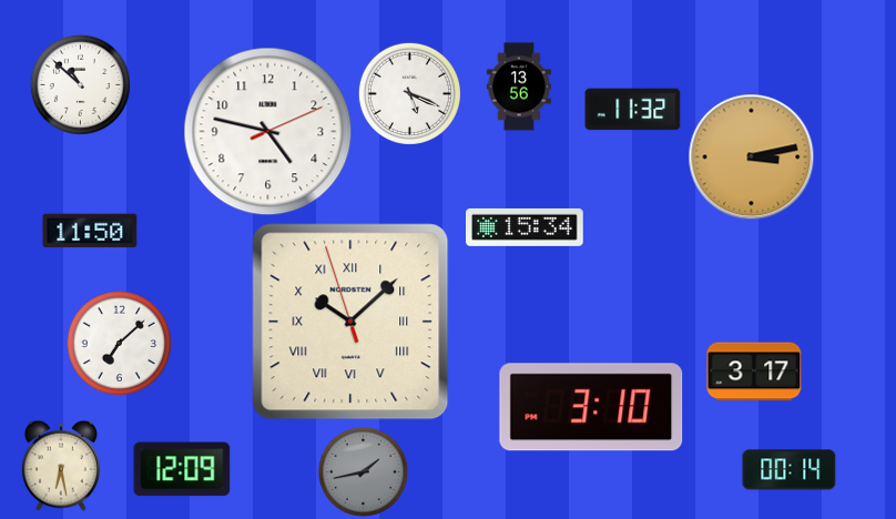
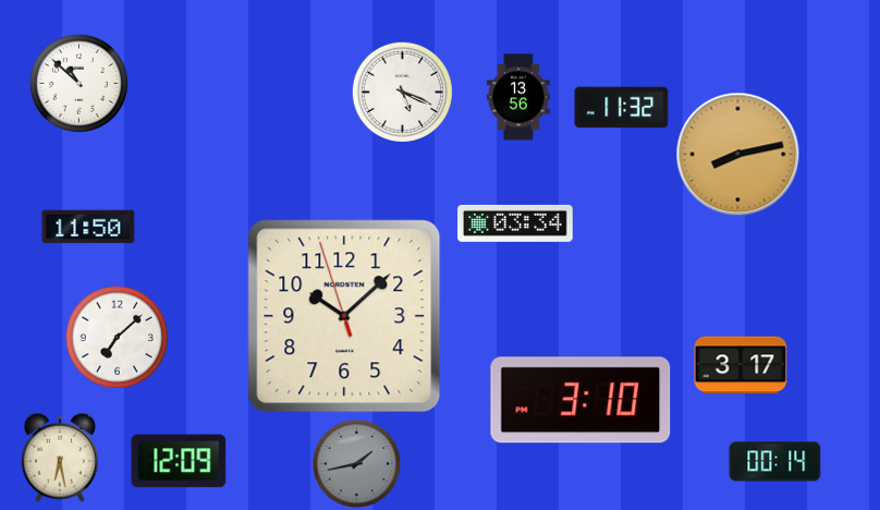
clock at (519, 86) position: (519, 86) -> (518, 97)
clock at (268, 132): 4:47 -> none
clock at (752, 157): 3:13 -> 8:13
clock at (525, 227): 15:34 -> 03:34
clock at (350, 322) numerals: Roman -> Arabic
